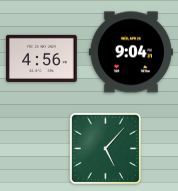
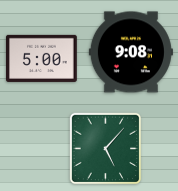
clock at (131, 52): 9:04 -> 9:08
clock at (42, 58): 4:56 -> 5:00
